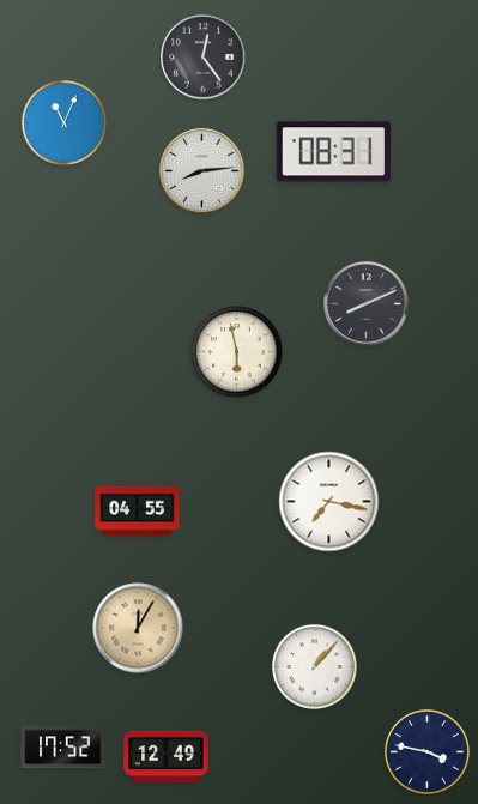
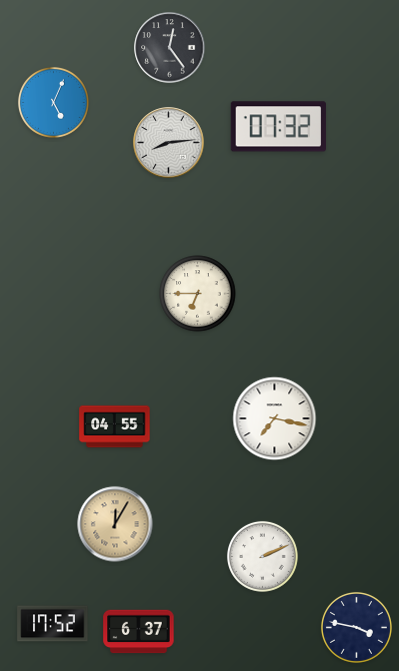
clock at (63, 122): 11:04 -> 5:04
clock at (333, 152): 08:31 -> 07:32
clock at (367, 304): 8:11 -> none
clock at (237, 352): 5:58 -> 6:45
clock at (314, 666): 1:07 -> 2:11
clock at (167, 757): 12:49 -> 6:37
